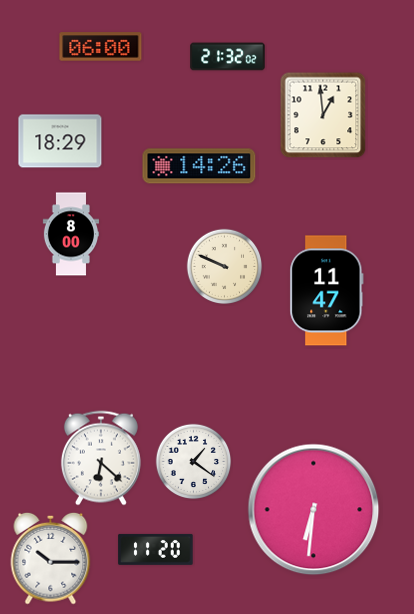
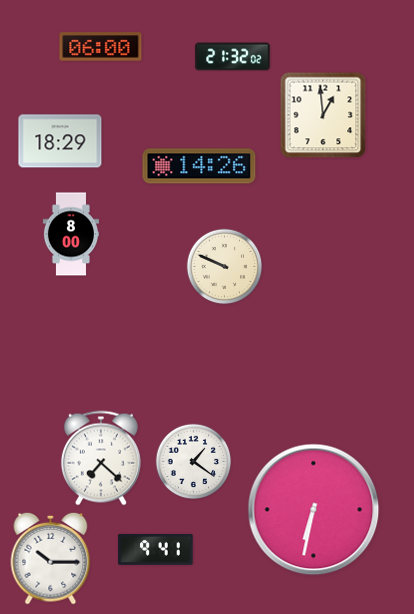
clock at (228, 57) position: (228, 57) -> (233, 57)
clock at (327, 291): 11:47 -> none
clock at (101, 458): 6:22 -> 7:22
clock at (314, 510): 6:31 -> 6:32
clock at (156, 549): 11:20 -> 9:41
